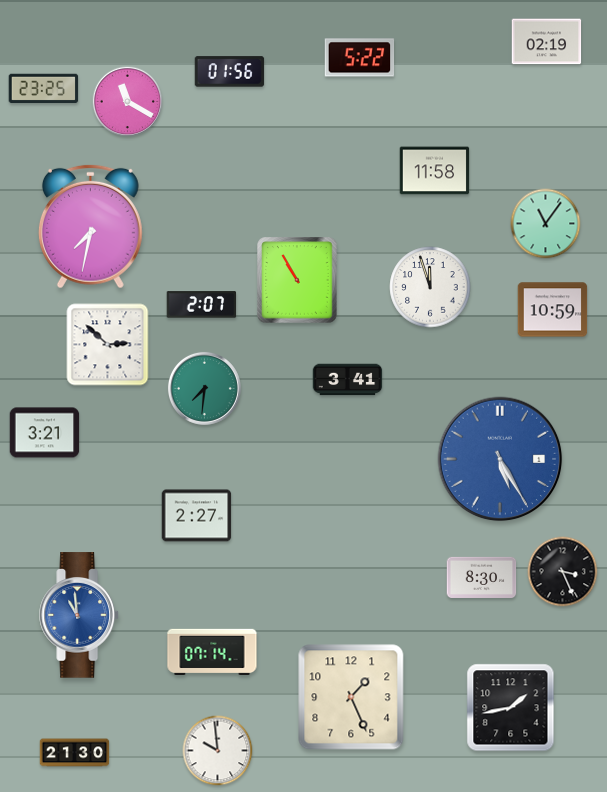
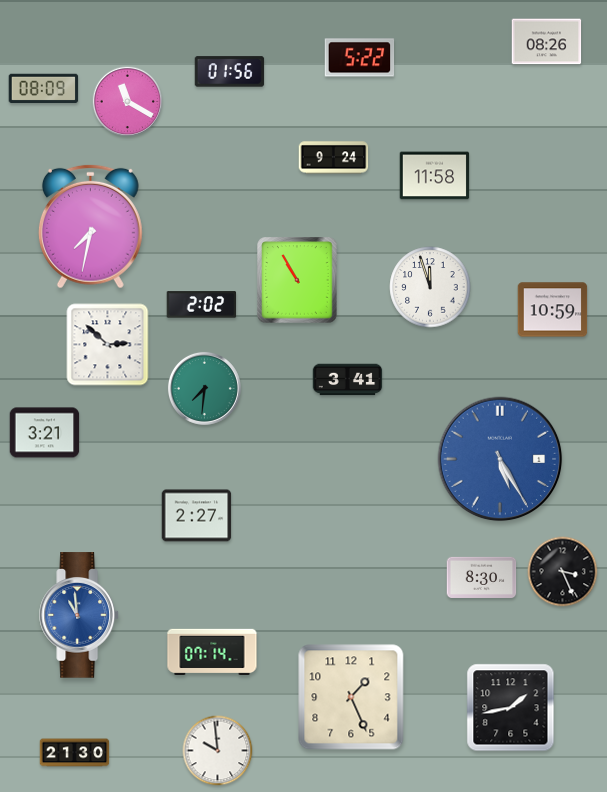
clock at (547, 42): 02:19 -> 08:26
clock at (44, 89): 23:25 -> 08:09
clock at (334, 158): none -> 9:24
clock at (435, 171) position: (435, 171) -> (435, 176)
clock at (546, 224): 11:06 -> none
clock at (202, 305): 2:07 -> 2:02
